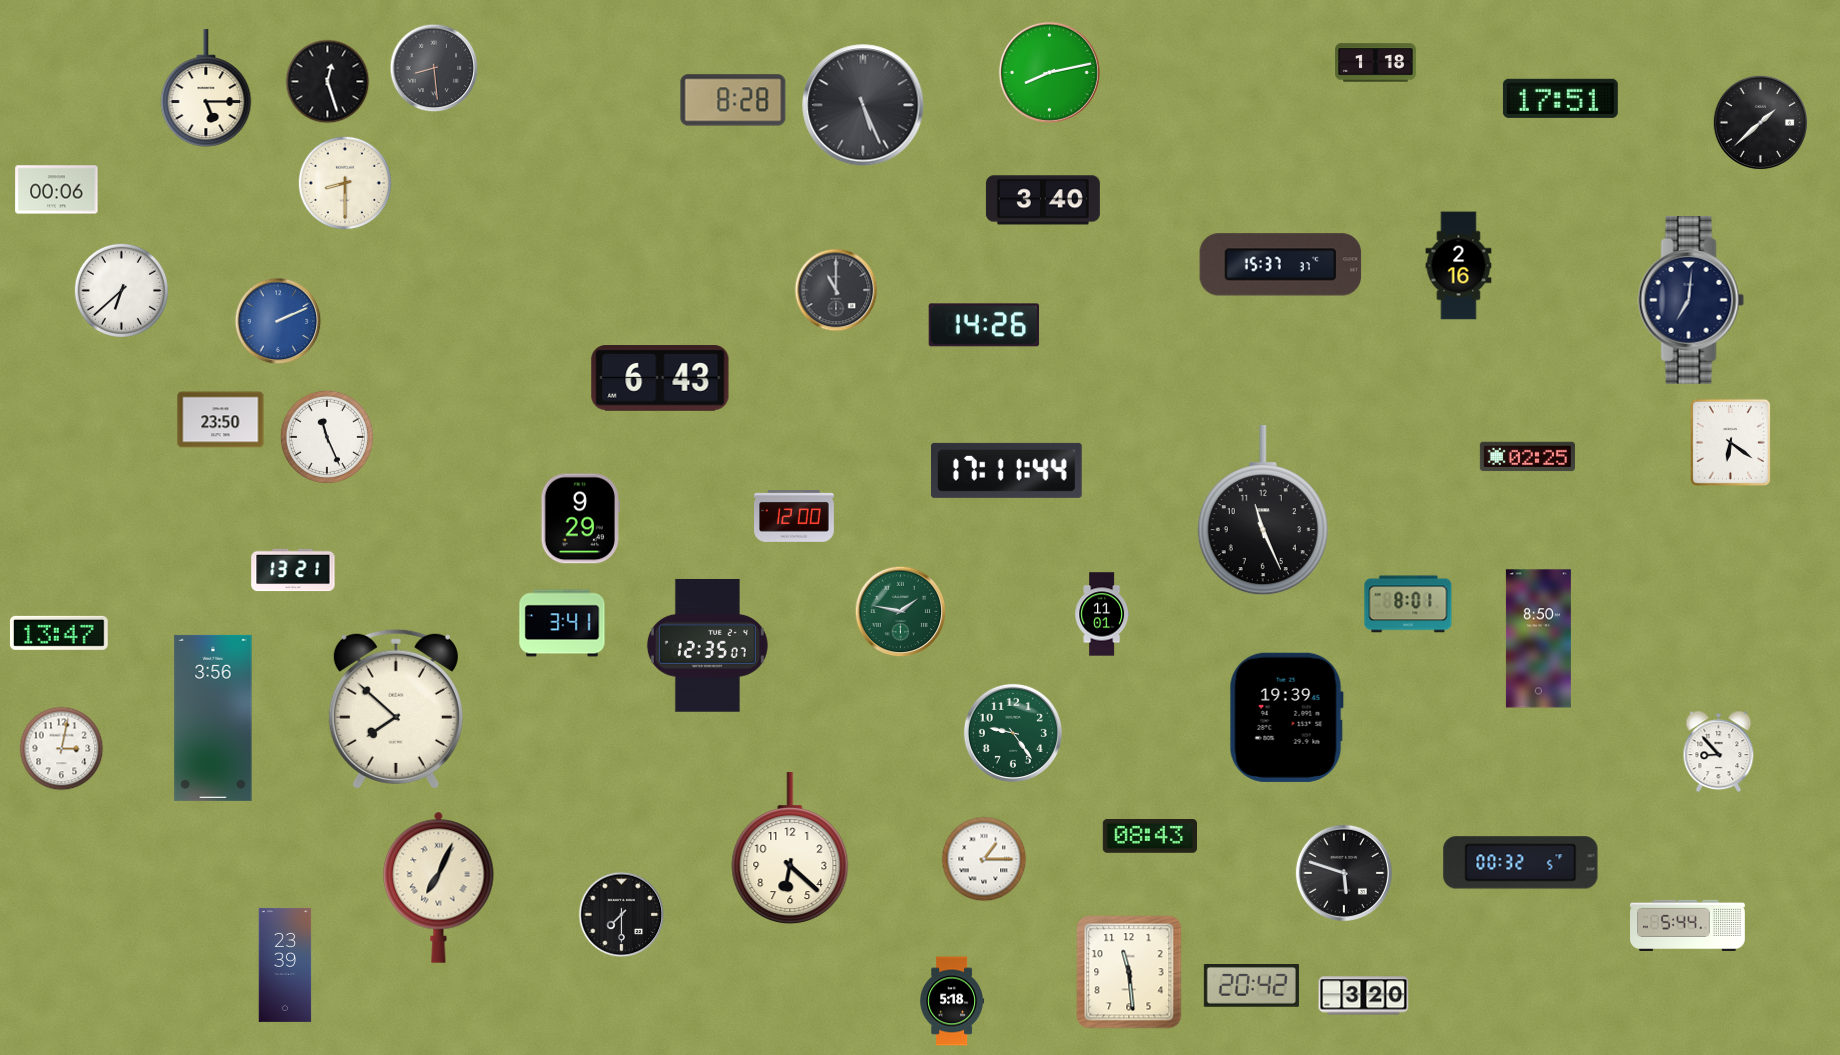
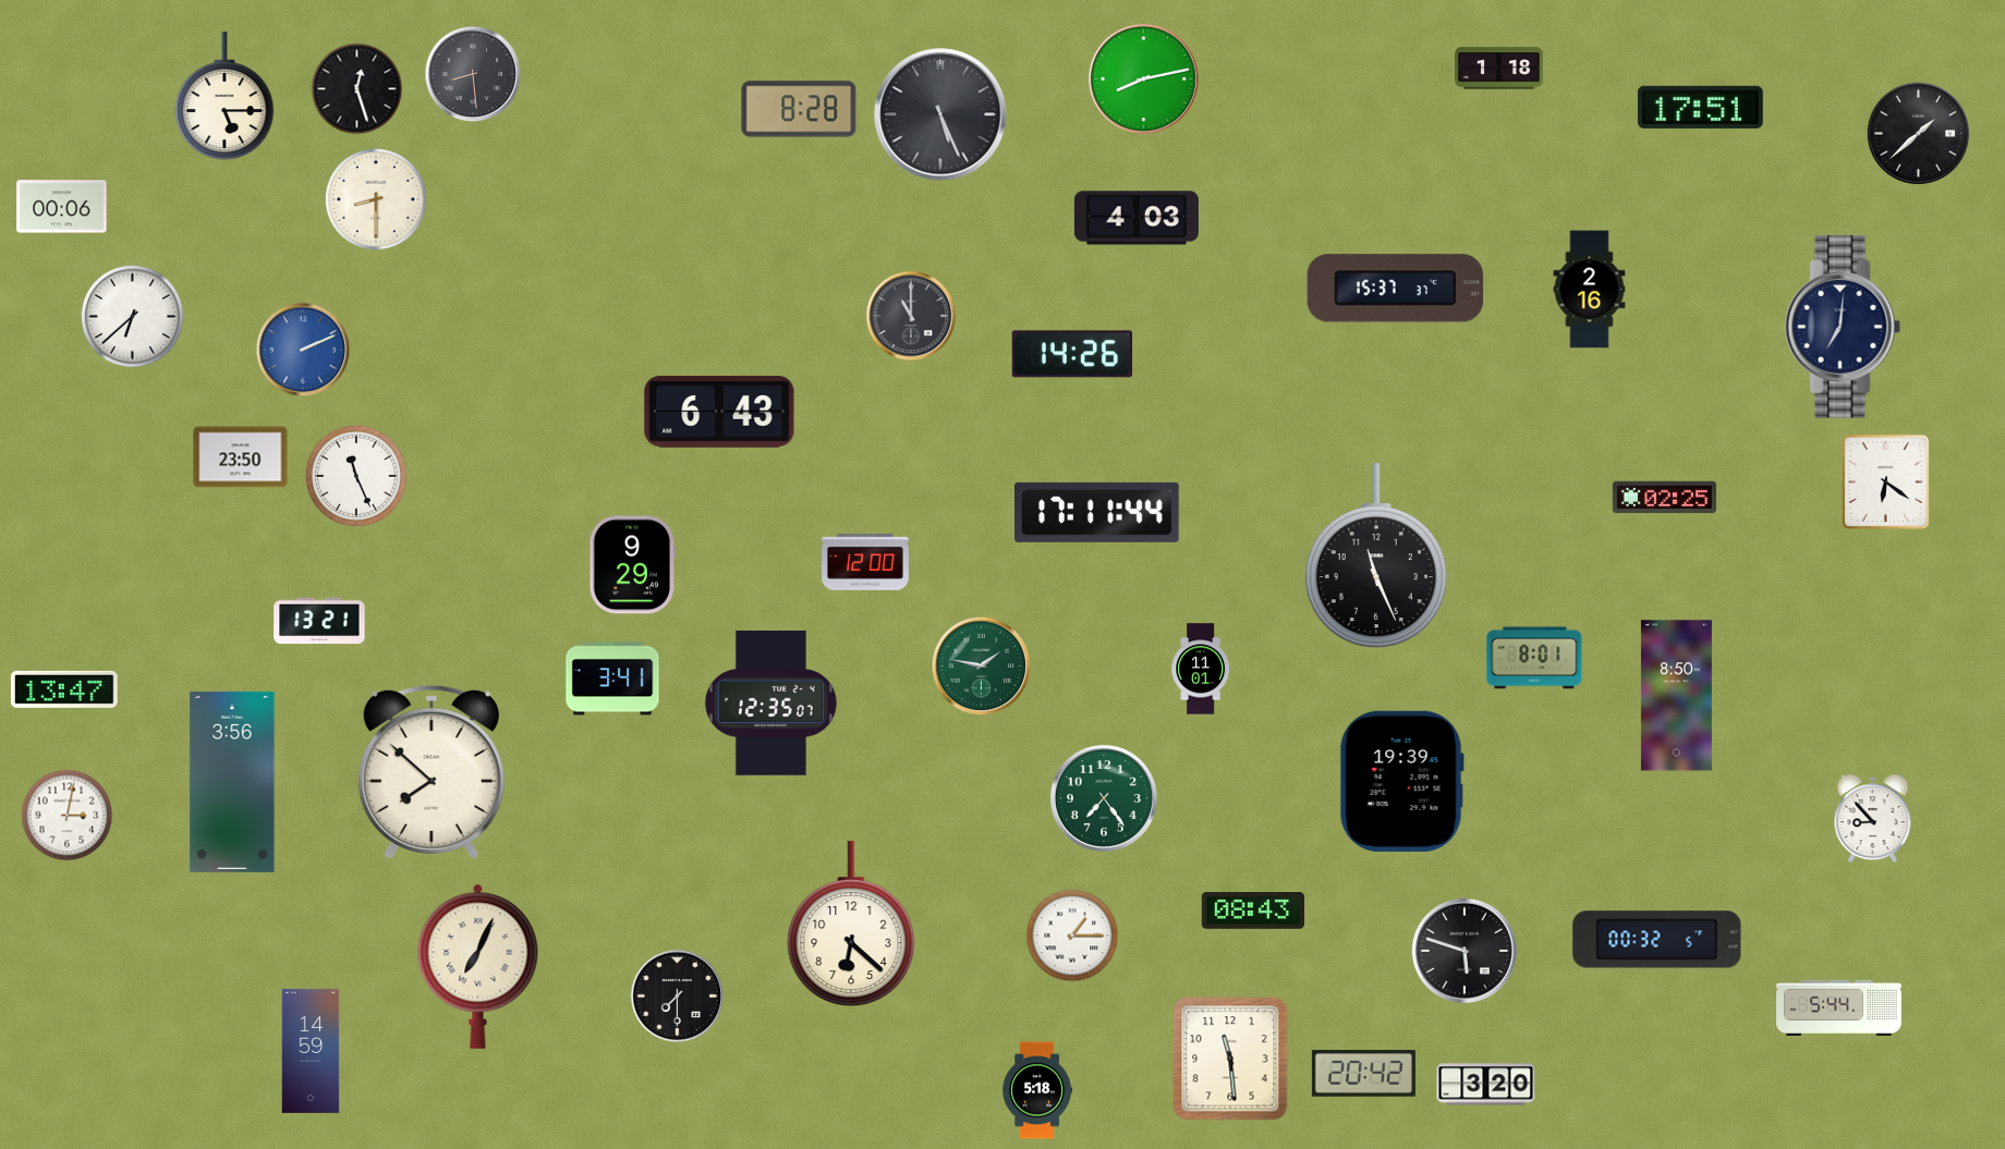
clock at (1043, 200): 3:40 -> 4:03
clock at (1013, 733): 9:24 -> 7:24
clock at (790, 849) position: (790, 849) -> (851, 925)
clock at (285, 965): 23:39 -> 14:59
